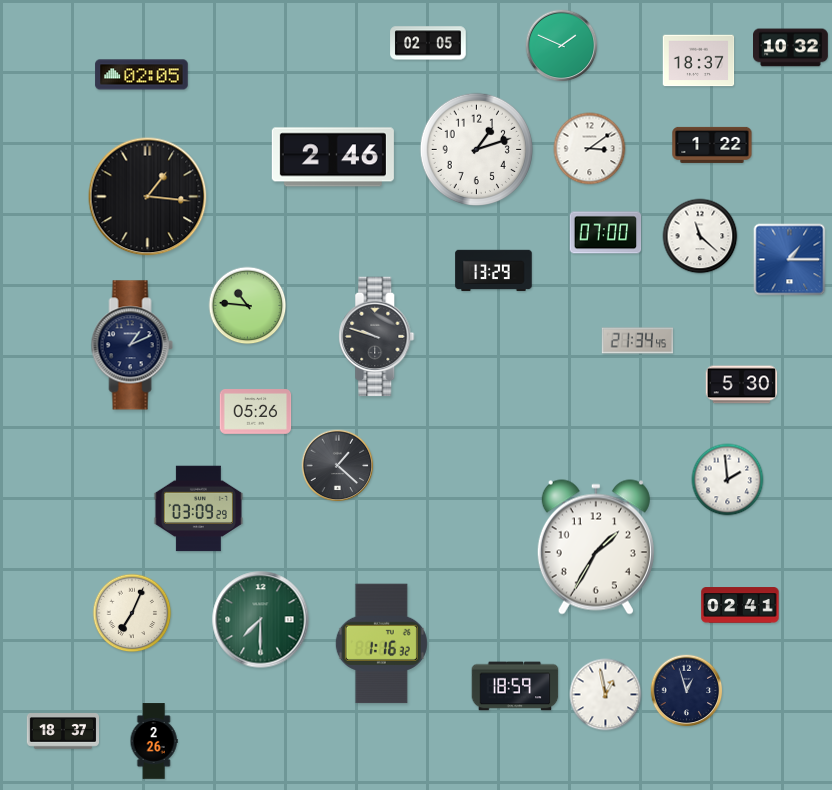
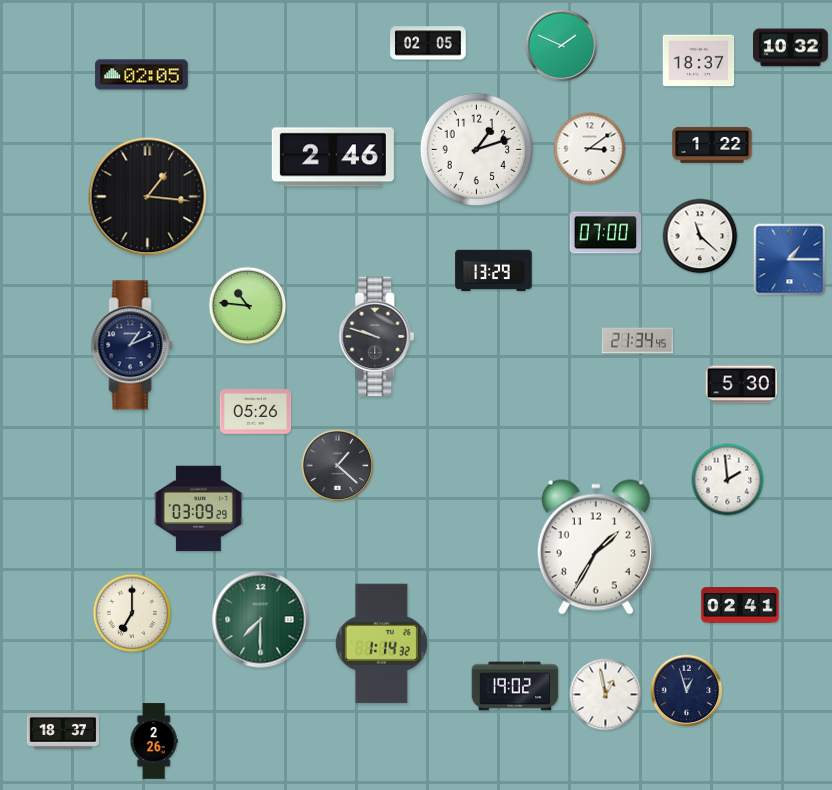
clock at (132, 613): 7:04 -> 7:00
clock at (381, 644): 1:16 -> 1:14
clock at (515, 686): 18:59 -> 19:02
